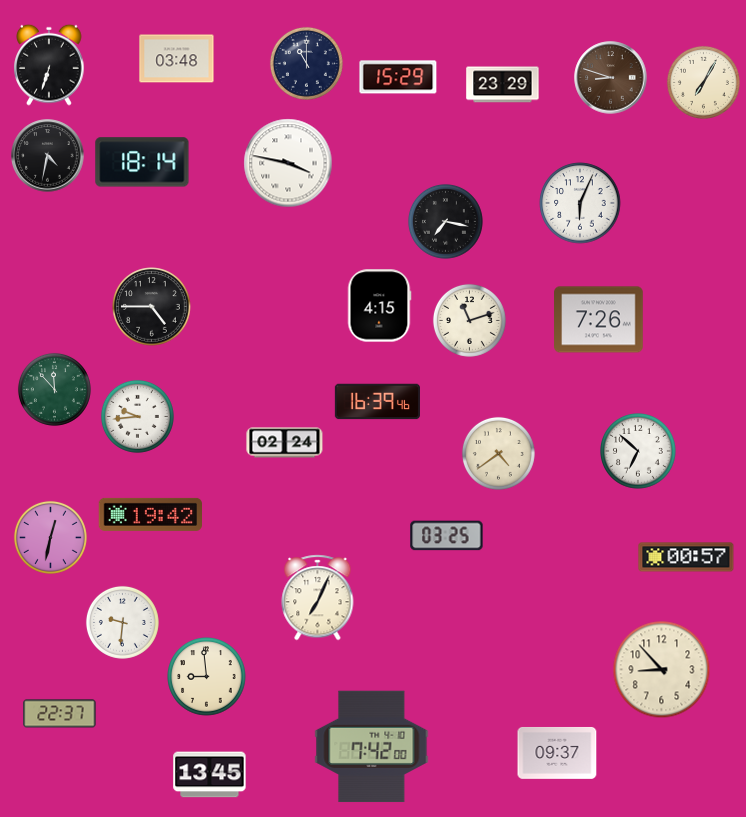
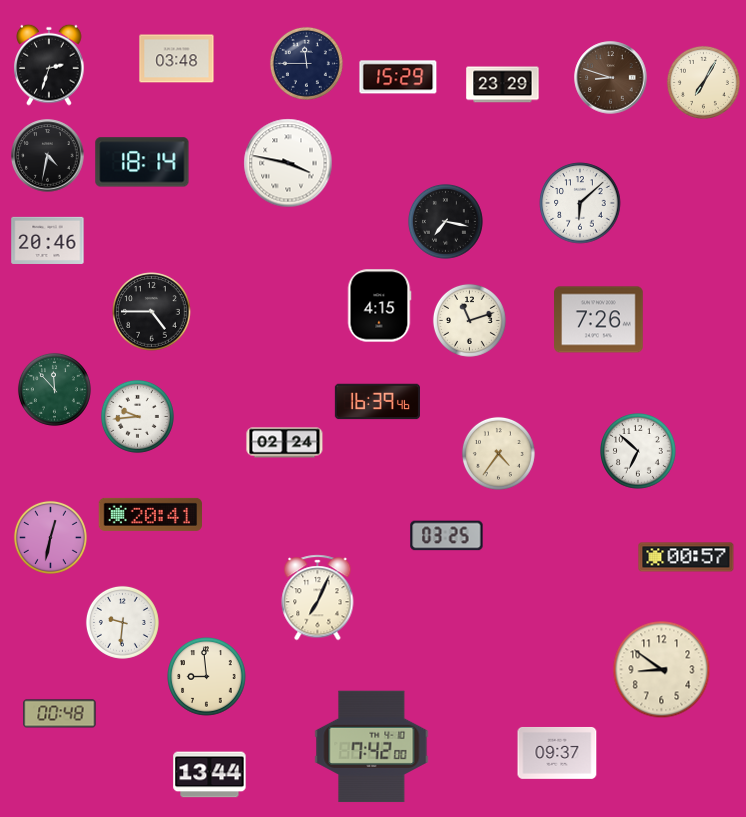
clock at (306, 63): 11:00 -> 11:45
clock at (49, 65): 6:33 -> 2:33
clock at (580, 203): 6:04 -> 6:08
clock at (48, 240): none -> 20:46
clock at (152, 307) position: (152, 307) -> (152, 312)
clock at (498, 453): 4:39 -> 4:36
clock at (150, 514): 19:42 -> 20:41
clock at (662, 670): 8:53 -> 8:51
clock at (60, 714): 22:37 -> 00:48
clock at (210, 775): 13:45 -> 13:44
